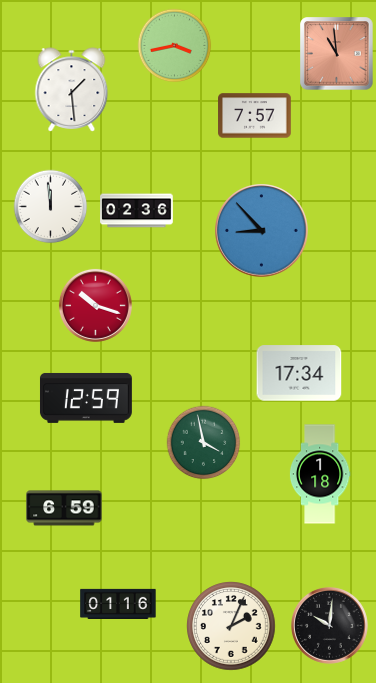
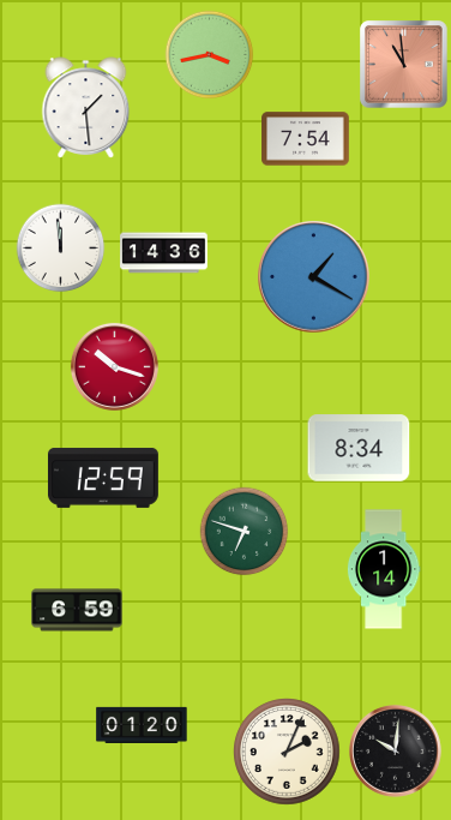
clock at (255, 116): 7:57 -> 7:54
clock at (137, 211): 02:36 -> 14:36
clock at (262, 231): 8:53 -> 1:20
clock at (299, 373): 17:34 -> 8:34
clock at (204, 443): 3:58 -> 6:48
clock at (320, 474): 1:18 -> 1:14
clock at (118, 604): 01:16 -> 01:20
clock at (231, 626) position: (231, 626) -> (287, 752)
